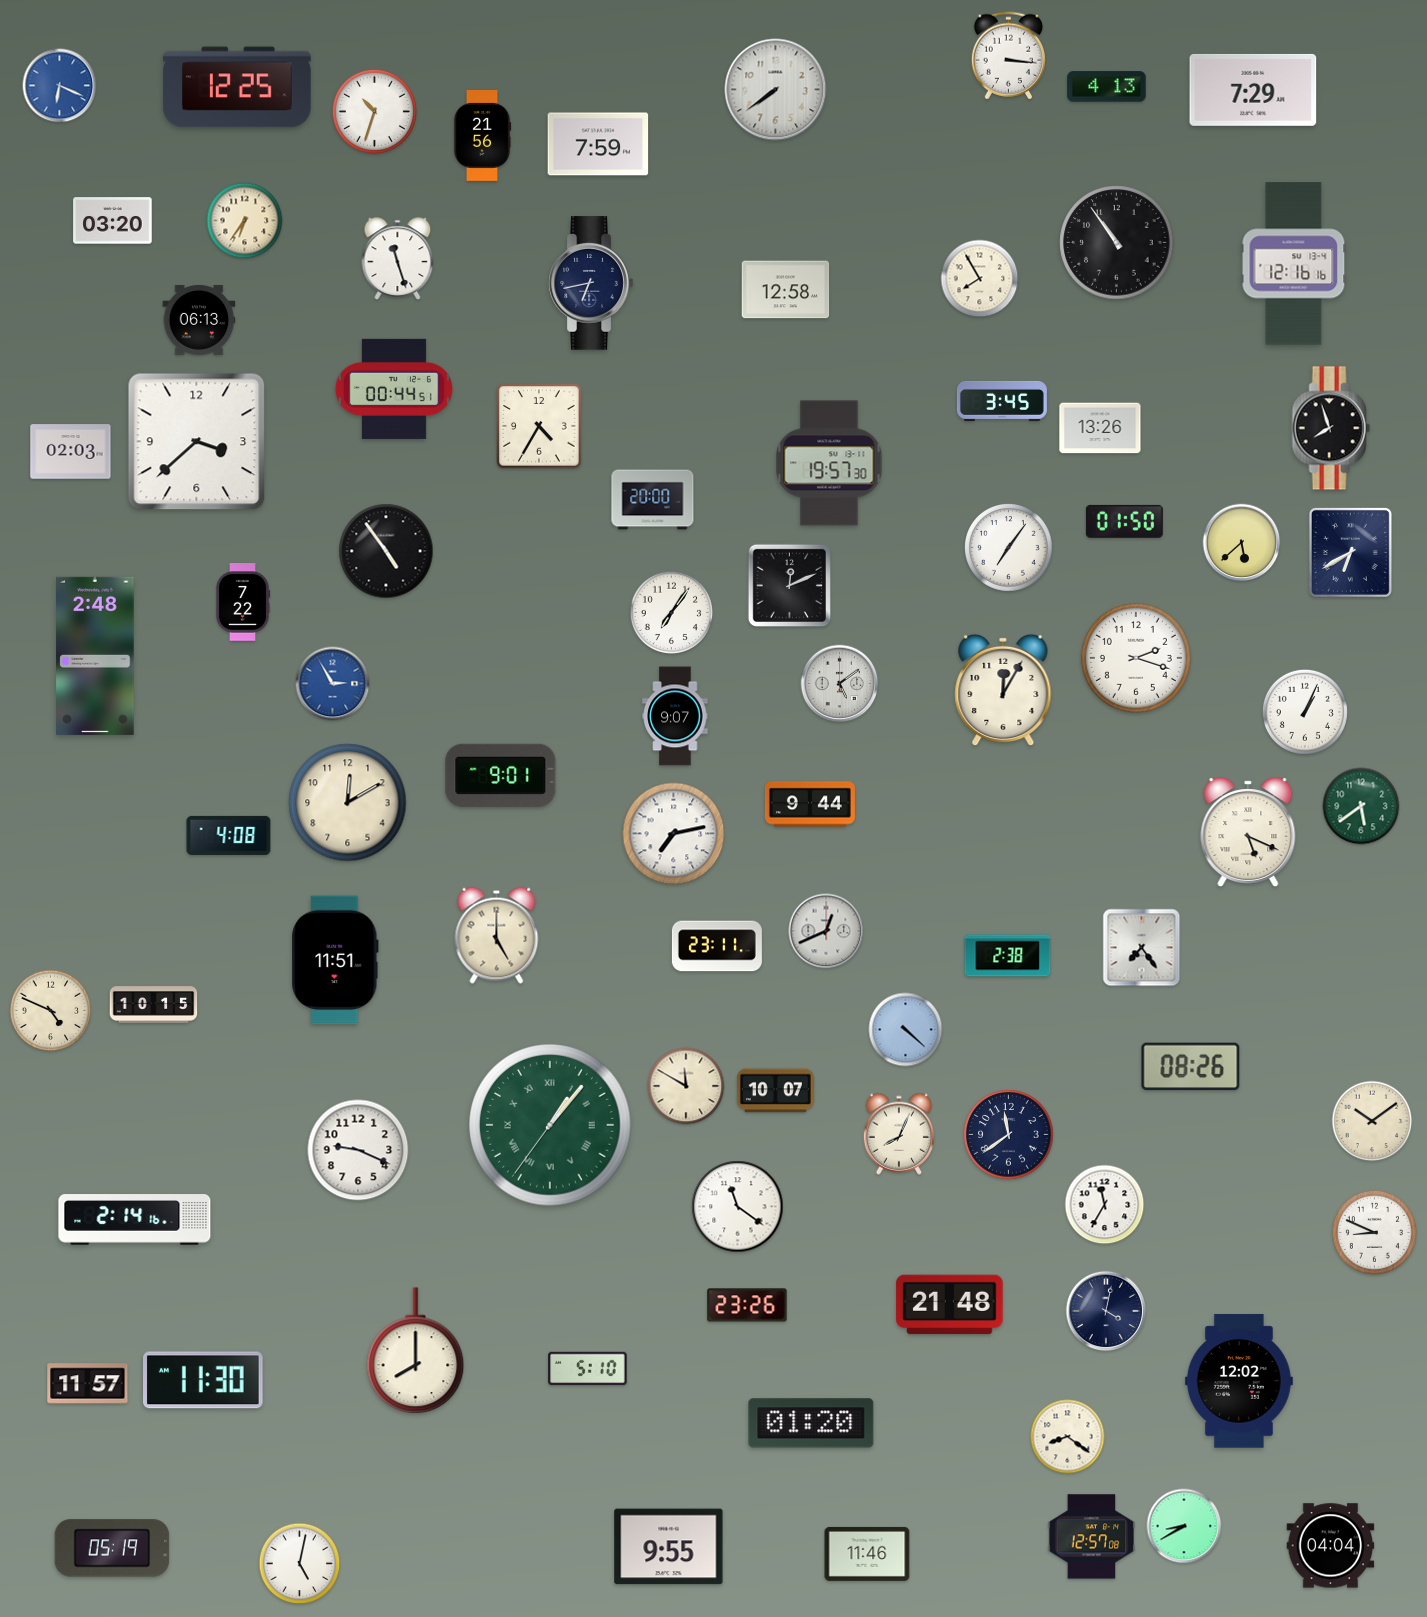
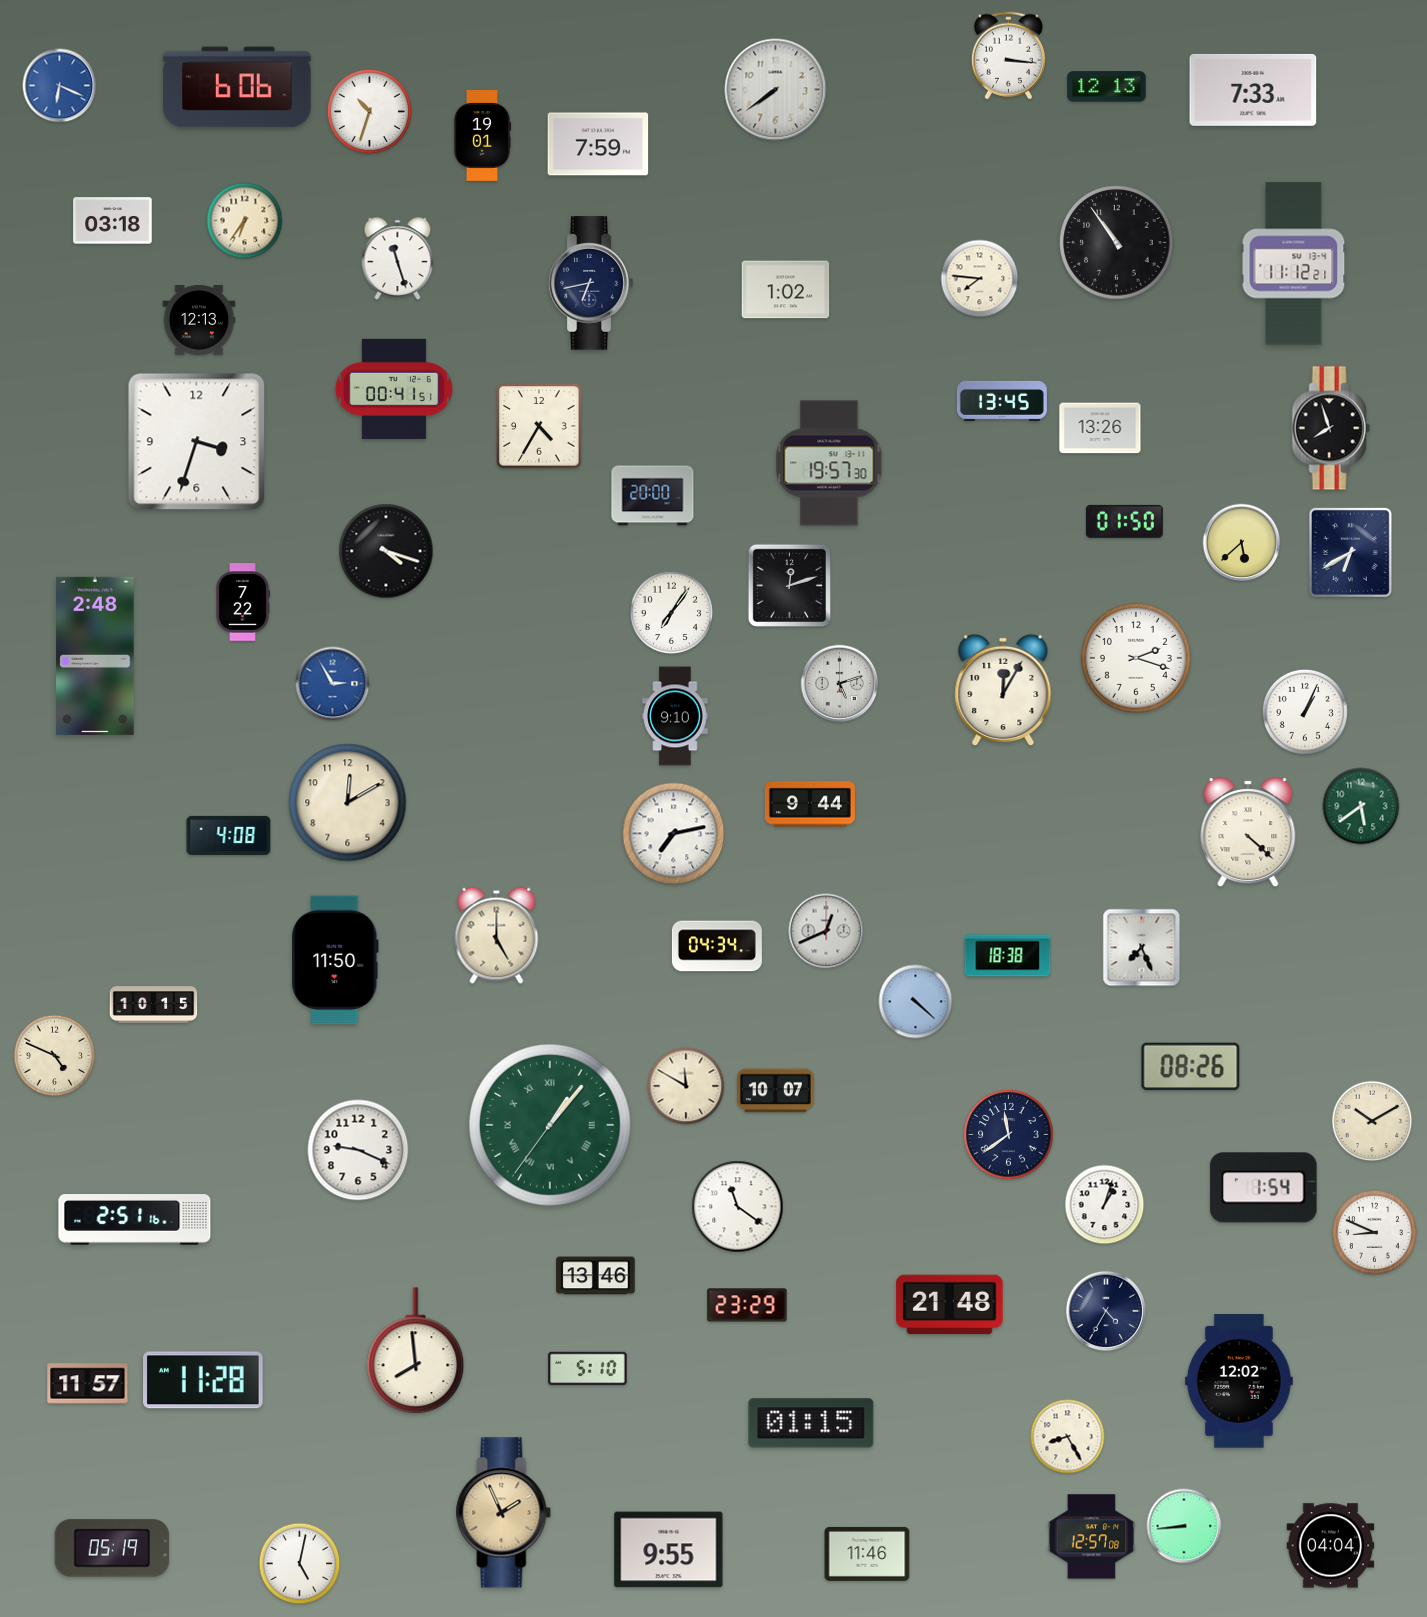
clock at (237, 87): 12:25 -> 6:06
clock at (1107, 87): 4:13 -> 12:13
clock at (1253, 90): 7:29 -> 7:33
clock at (374, 111) position: (374, 111) -> (369, 111)
clock at (482, 136): 21:56 -> 19:01
clock at (113, 221): 03:20 -> 03:18
clock at (1294, 264): 12:16 -> 11:12
clock at (980, 279): 7:55 -> 7:46
clock at (786, 290): 12:58 -> 1:02
clock at (199, 320): 06:13 -> 12:13
clock at (394, 389): 00:44 -> 00:41
clock at (1002, 401): 3:45 -> 13:45
clock at (197, 442): 3:38 -> 3:33
clock at (71, 452): 02:03 -> none
clock at (653, 500) position: (653, 500) -> (653, 496)
clock at (1009, 548): 7:06 -> none
clock at (386, 551): 4:54 -> 4:18
clock at (789, 585): 12:11 -> 12:12
clock at (840, 684): 5:09 -> 5:12
clock at (675, 716): 9:07 -> 9:10
clock at (501, 775): 9:01 -> none
clock at (1248, 833): 5:19 -> 4:22
clock at (717, 946): 23:11 -> 04:34
clock at (1142, 948): 7:24 -> 7:26
clock at (1008, 956): 2:38 -> 18:38
clock at (335, 960): 11:51 -> 11:50
clock at (51, 1011) position: (51, 1011) -> (55, 1056)
clock at (906, 1030) position: (906, 1030) -> (916, 1002)
clock at (1372, 1121): 10:09 -> 10:10
clock at (899, 1134): 8:04 -> none
clock at (1264, 1188): none -> 1:54
clock at (1105, 1205): 11:35 -> 1:03
clock at (135, 1220): 2:14 -> 2:51
clock at (596, 1276): none -> 13:46
clock at (747, 1305): 23:26 -> 23:29
clock at (1106, 1311): 4:02 -> 4:35
clock at (416, 1351): 8:00 -> 7:59
clock at (204, 1380): 11:30 -> 11:28
clock at (811, 1423): 01:20 -> 01:15
clock at (1068, 1437): 8:21 -> 8:25
clock at (504, 1513): none -> 1:56
clock at (1184, 1526): 8:40 -> 8:44
clock at (669, 1547) position: (669, 1547) -> (669, 1550)
